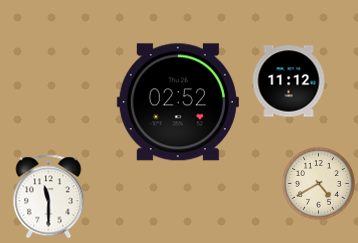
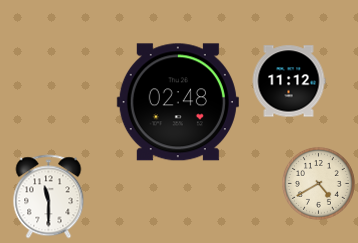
clock at (178, 102): 02:52 -> 02:48
